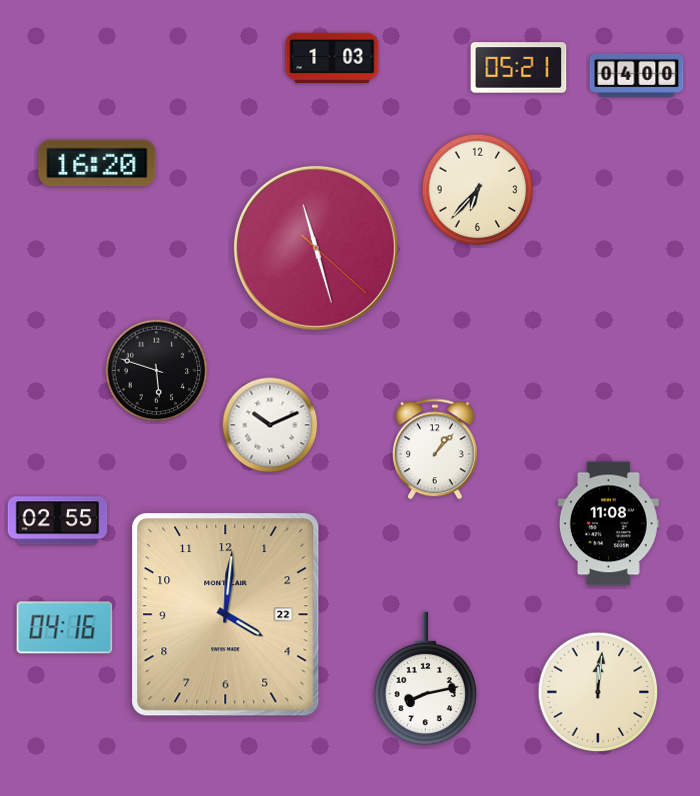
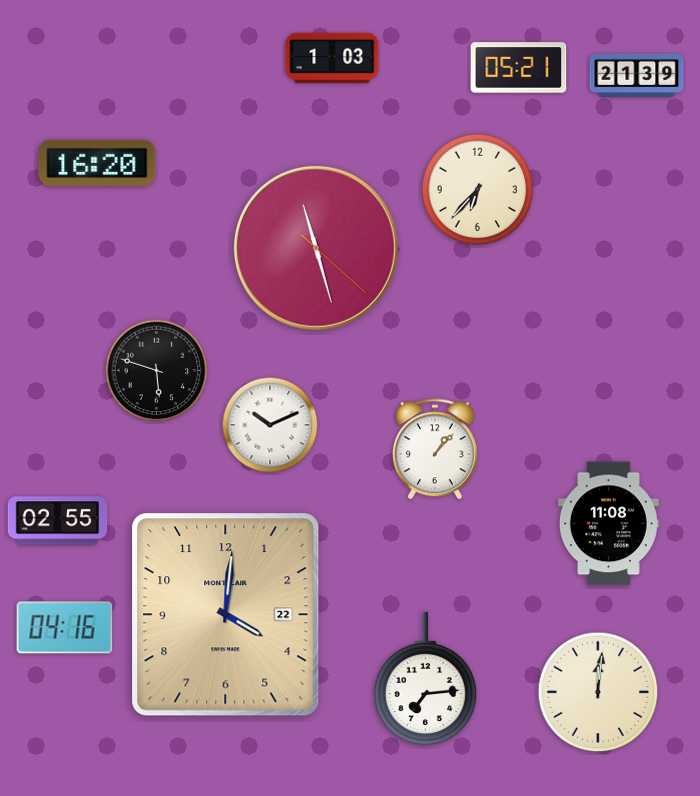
clock at (637, 75): 04:00 -> 21:39
clock at (425, 679): 8:13 -> 7:14
